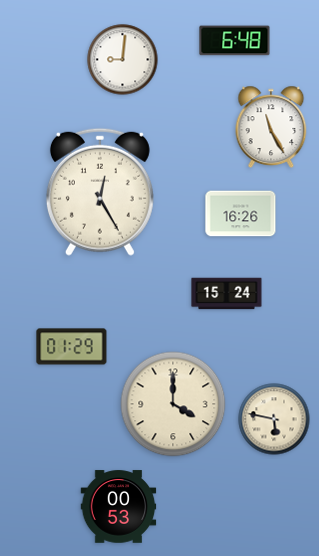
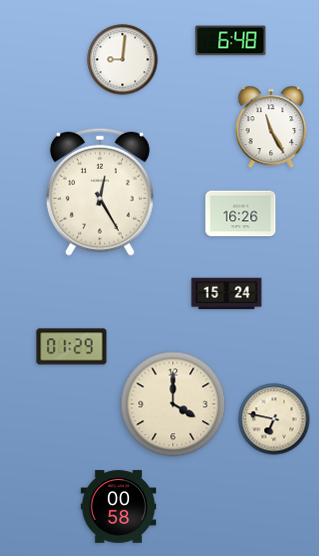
clock at (235, 41) position: (235, 41) -> (231, 41)
clock at (274, 419): 5:47 -> 6:47
clock at (119, 507): 00:53 -> 00:58
